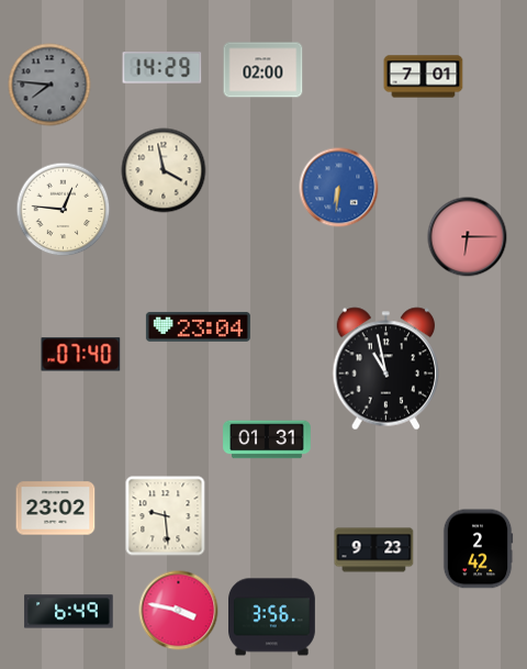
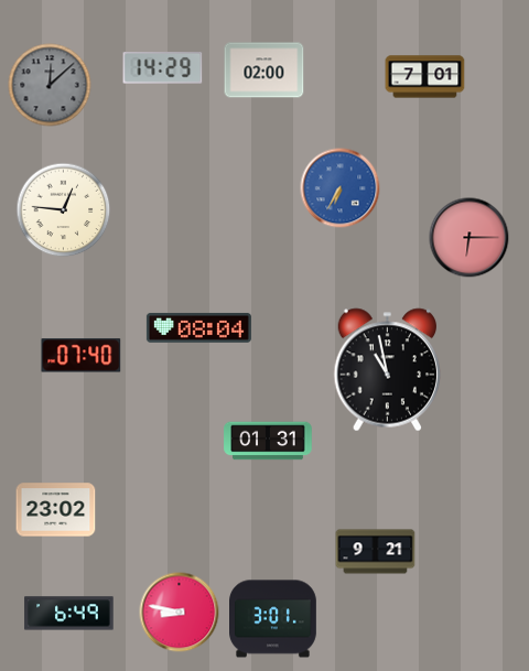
clock at (49, 85): 7:46 -> 12:08
clock at (164, 170): 3:58 -> none
clock at (339, 188): 6:31 -> 6:35
clock at (198, 326): 23:04 -> 08:04
clock at (166, 516): 9:29 -> none
clock at (478, 549): 2:42 -> none
clock at (374, 550): 9:23 -> 9:21
clock at (179, 611): 3:47 -> 8:47
clock at (272, 617): 3:56 -> 3:01
